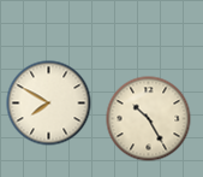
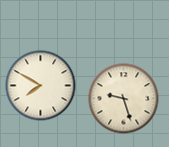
clock at (149, 119): 10:25 -> 9:27
